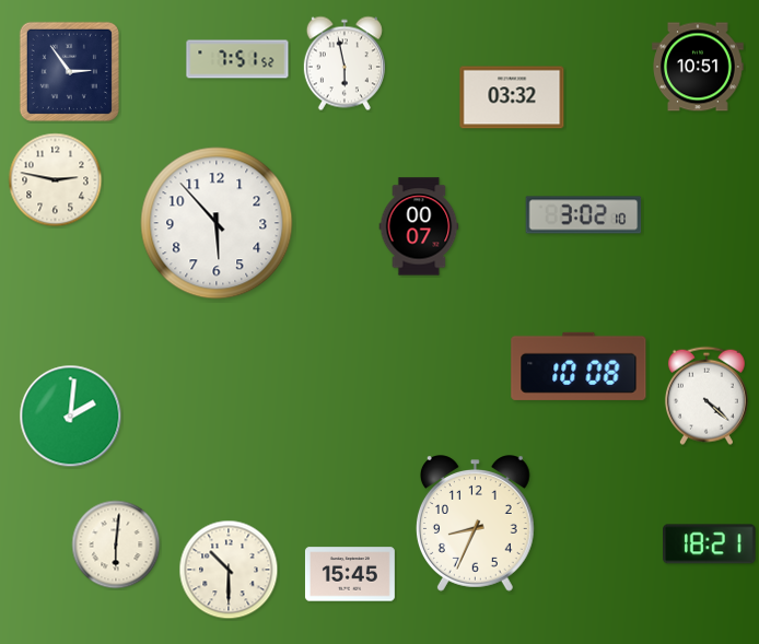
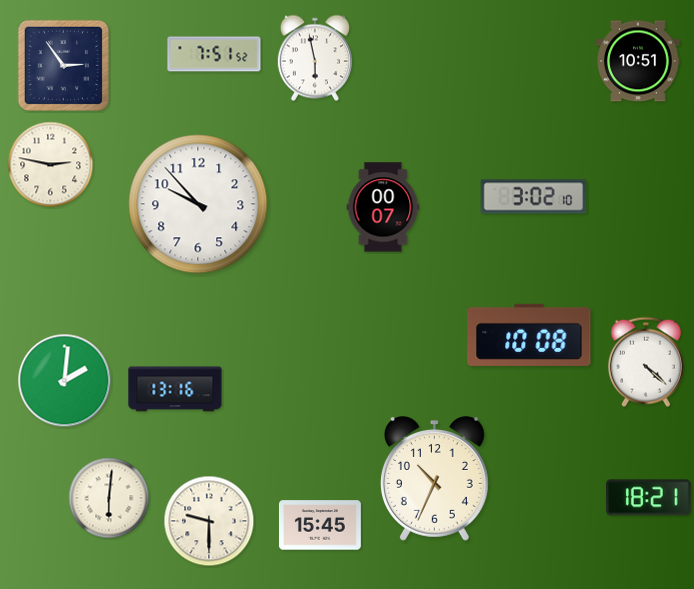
clock at (237, 59) position: (237, 59) -> (214, 54)
clock at (512, 97): 03:32 -> none
clock at (217, 223): 5:53 -> 9:53
clock at (175, 389): none -> 13:16
clock at (475, 524): 8:34 -> 10:34
clock at (116, 545) position: (116, 545) -> (109, 498)
clock at (229, 570): 10:30 -> 9:30
